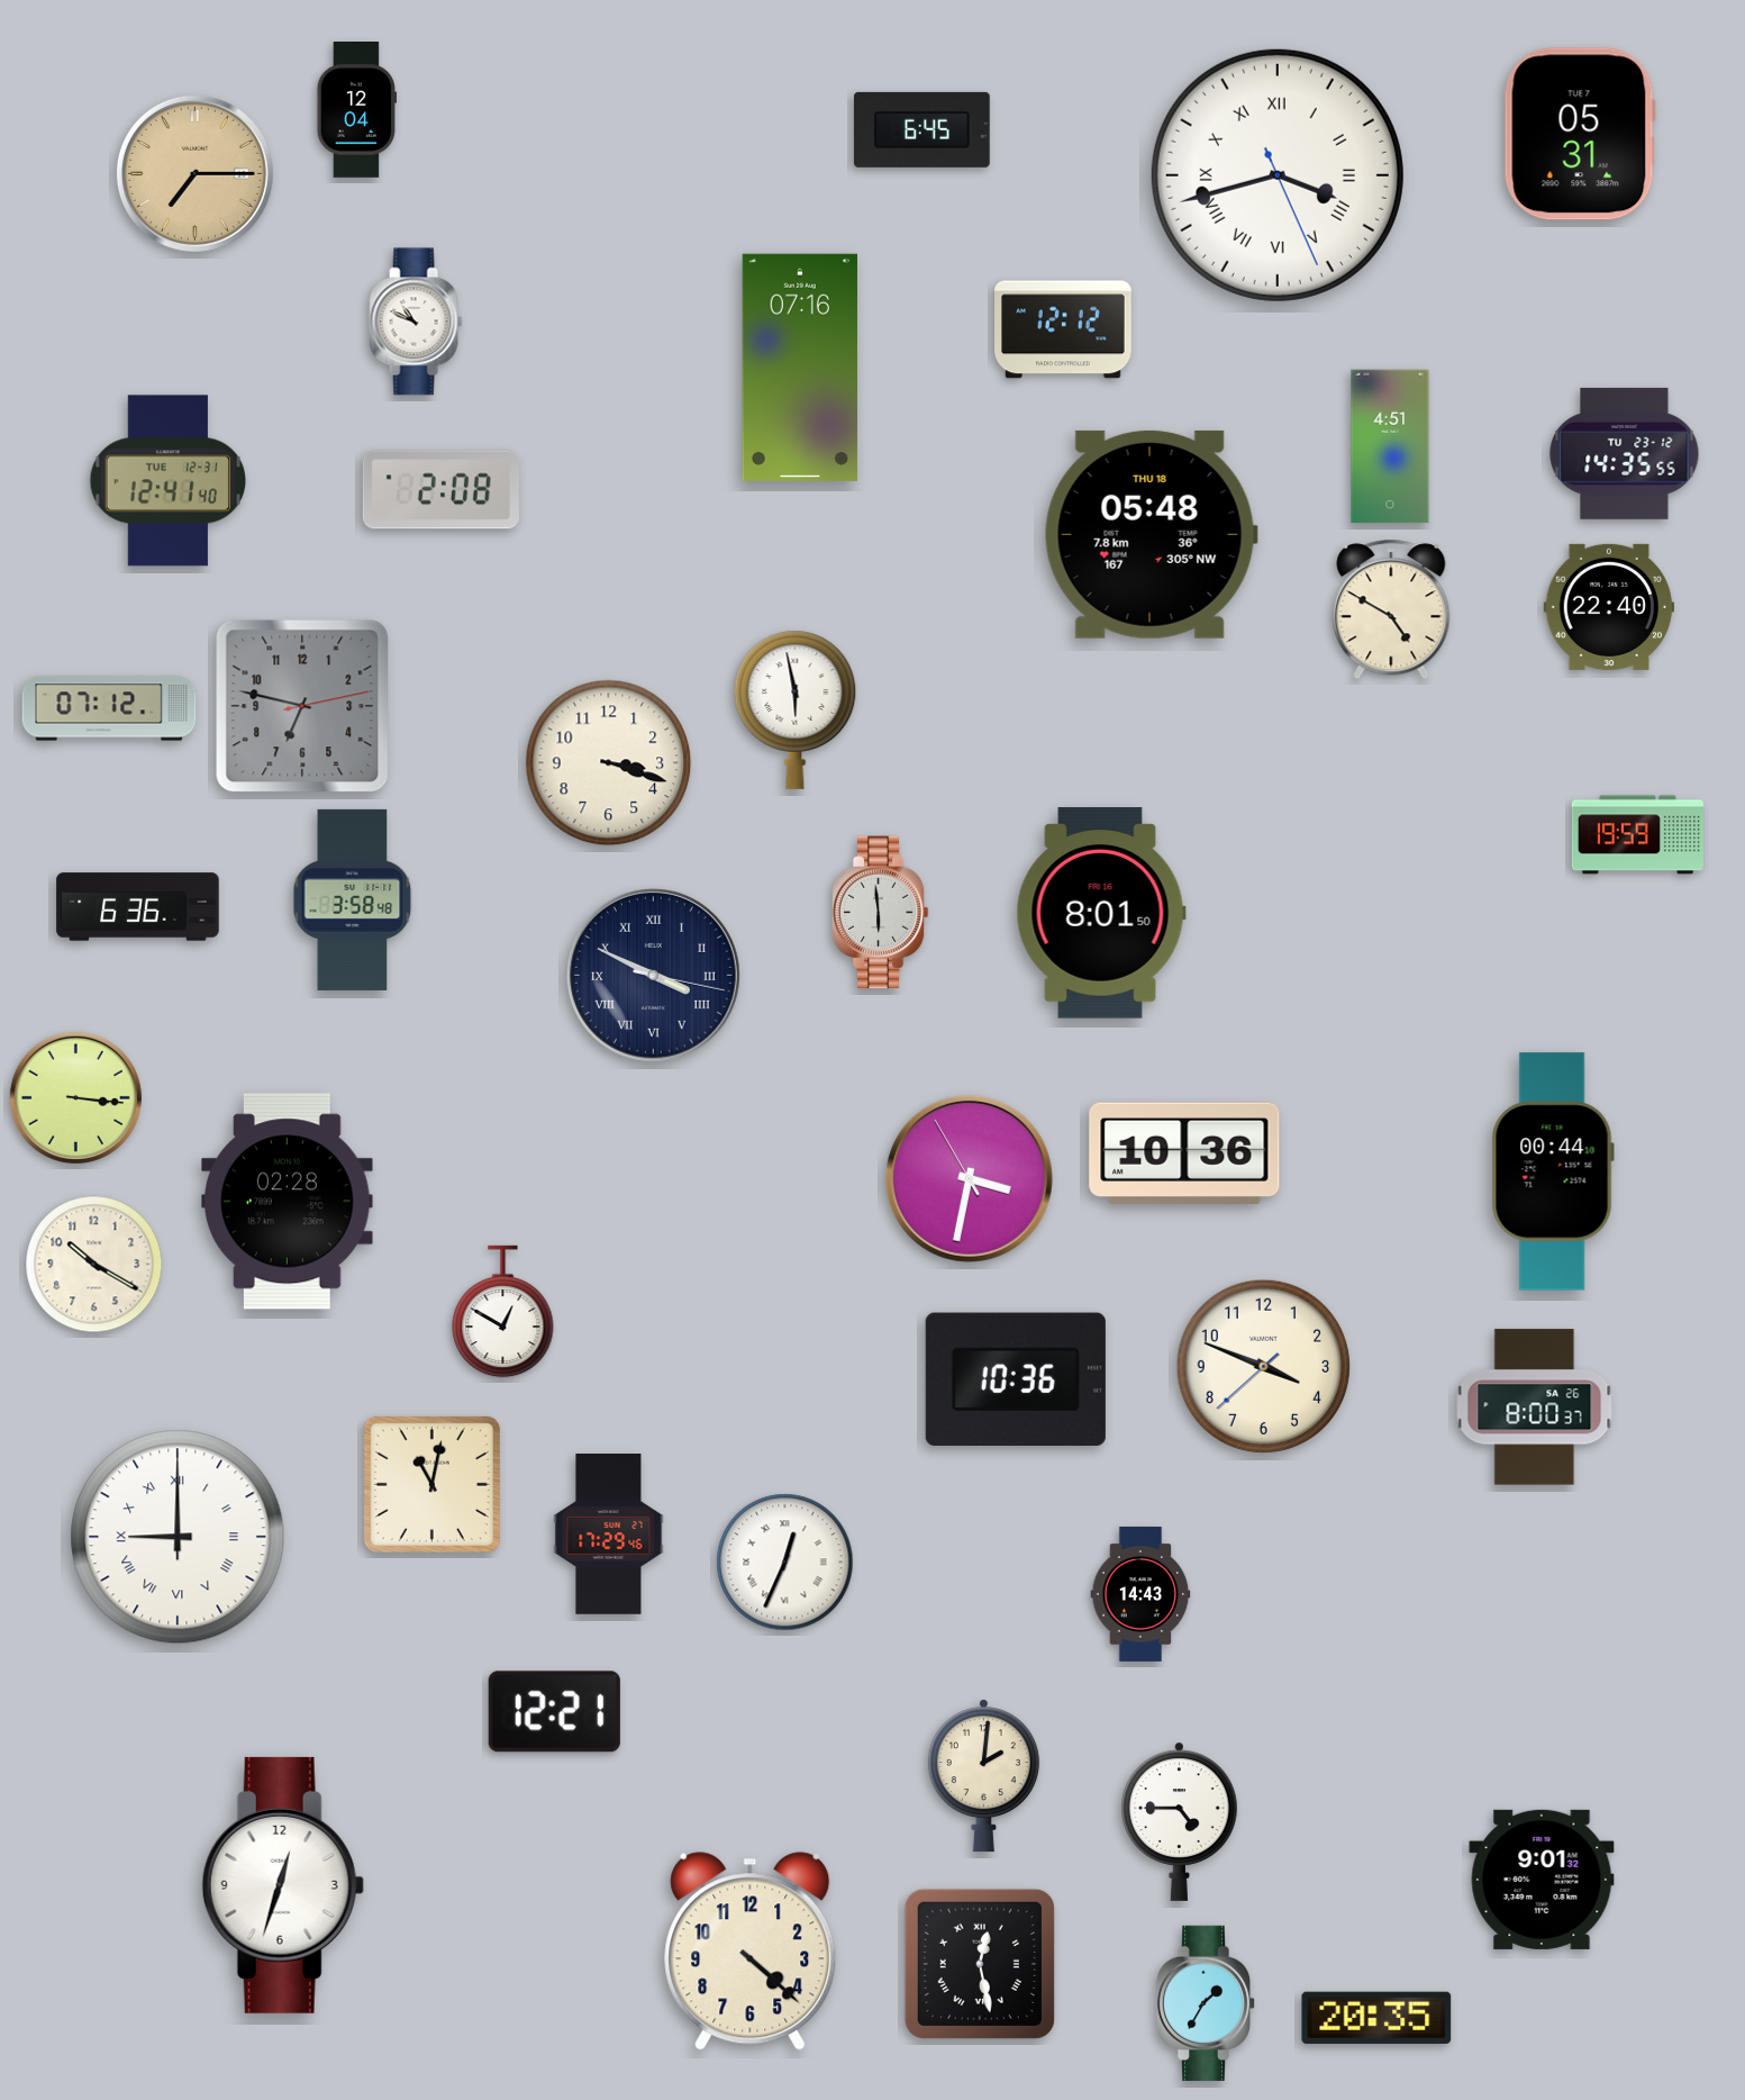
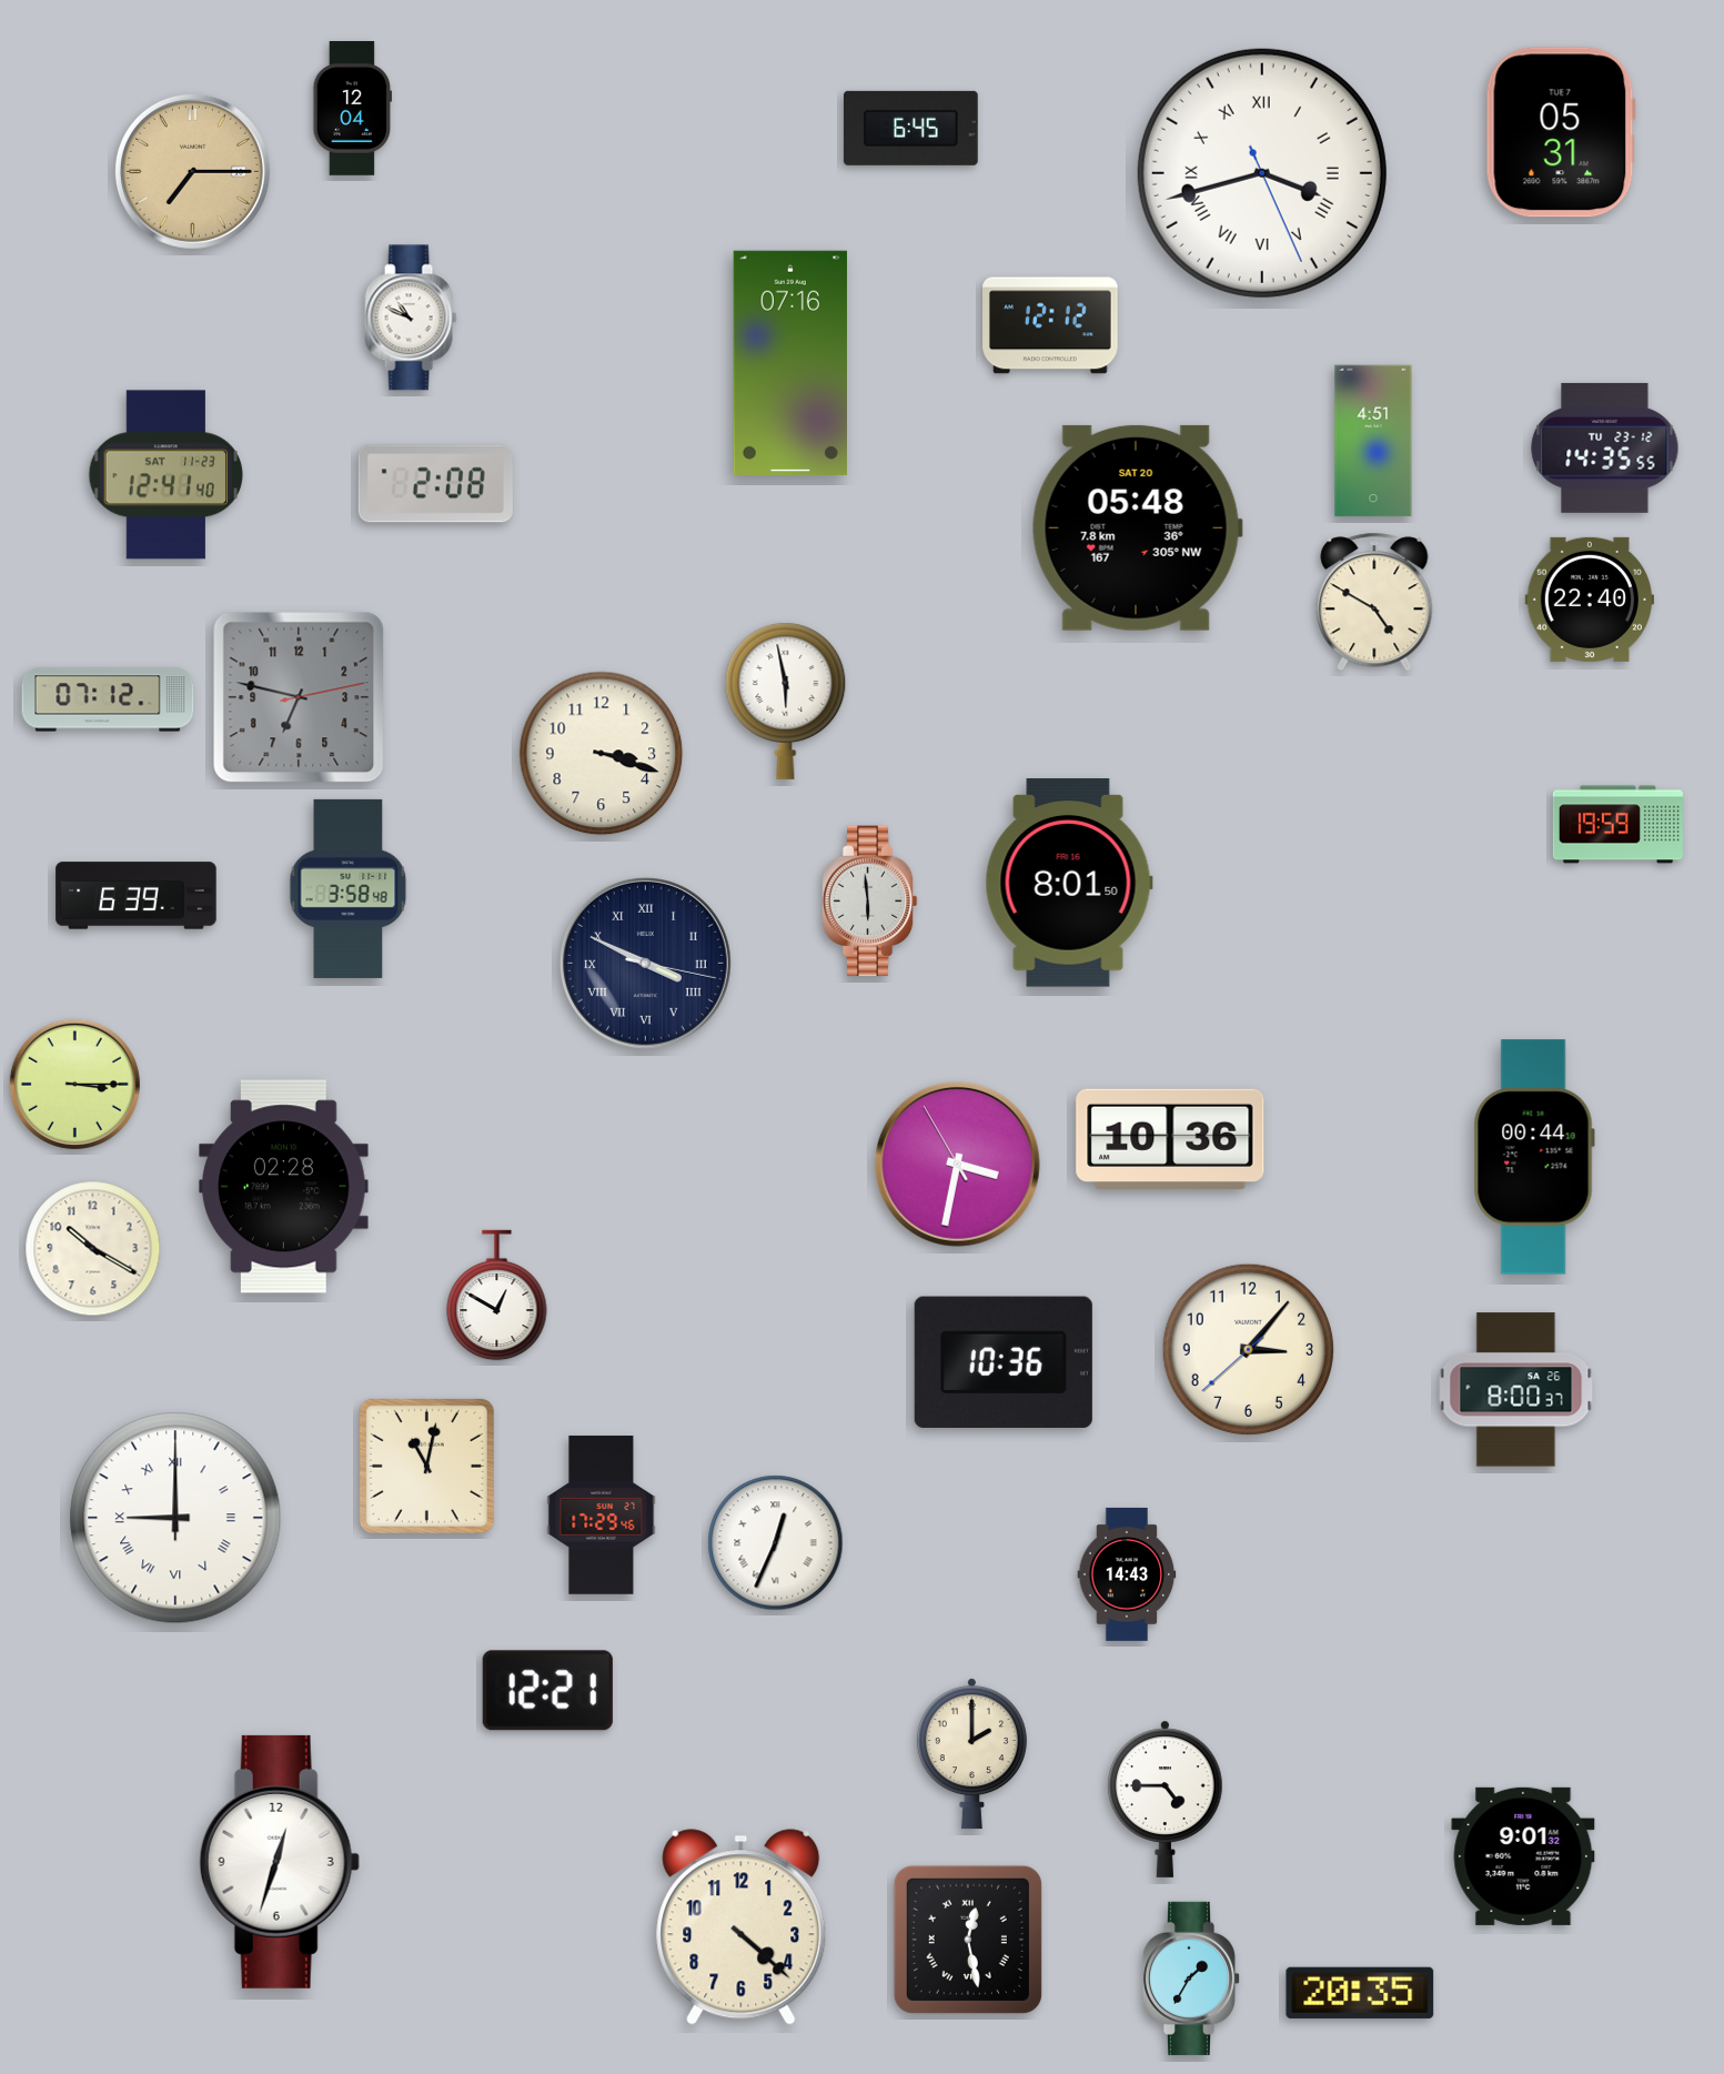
clock at (167, 481) date: TUE 12-31 -> SAT 11-23
clock at (1151, 534) date: THU 18 -> SAT 20
clock at (138, 907): 6:36 -> 6:39
clock at (1101, 913) position: (1101, 913) -> (1069, 883)
clock at (75, 1097): 3:16 -> 3:15
clock at (1263, 1366): 3:48 -> 3:06
clock at (983, 1776): 2:01 -> 2:00
